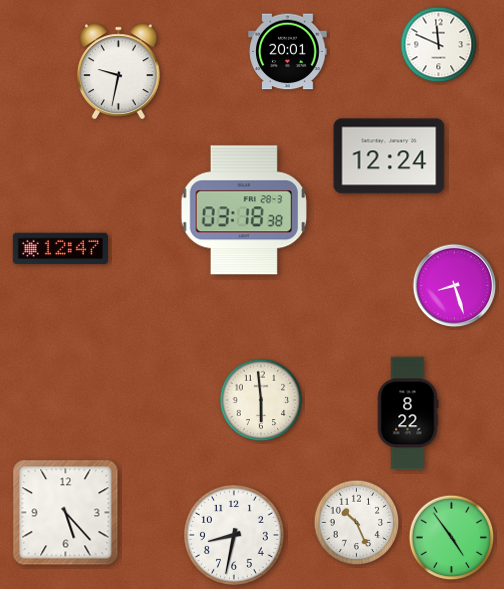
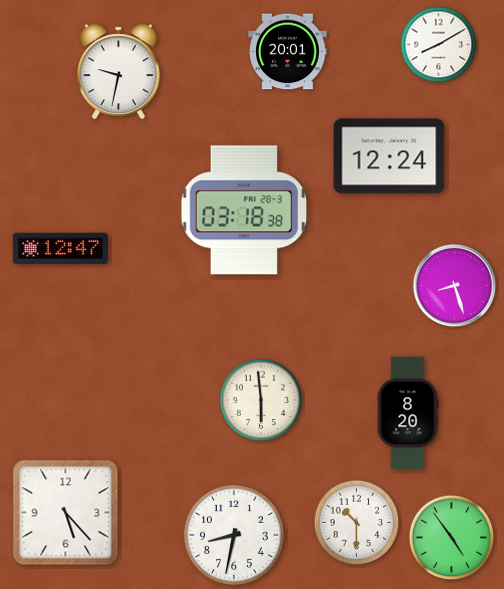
clock at (439, 45): 11:49 -> 8:10
clock at (408, 413): 8:22 -> 8:20
clock at (357, 523): 10:26 -> 10:30
